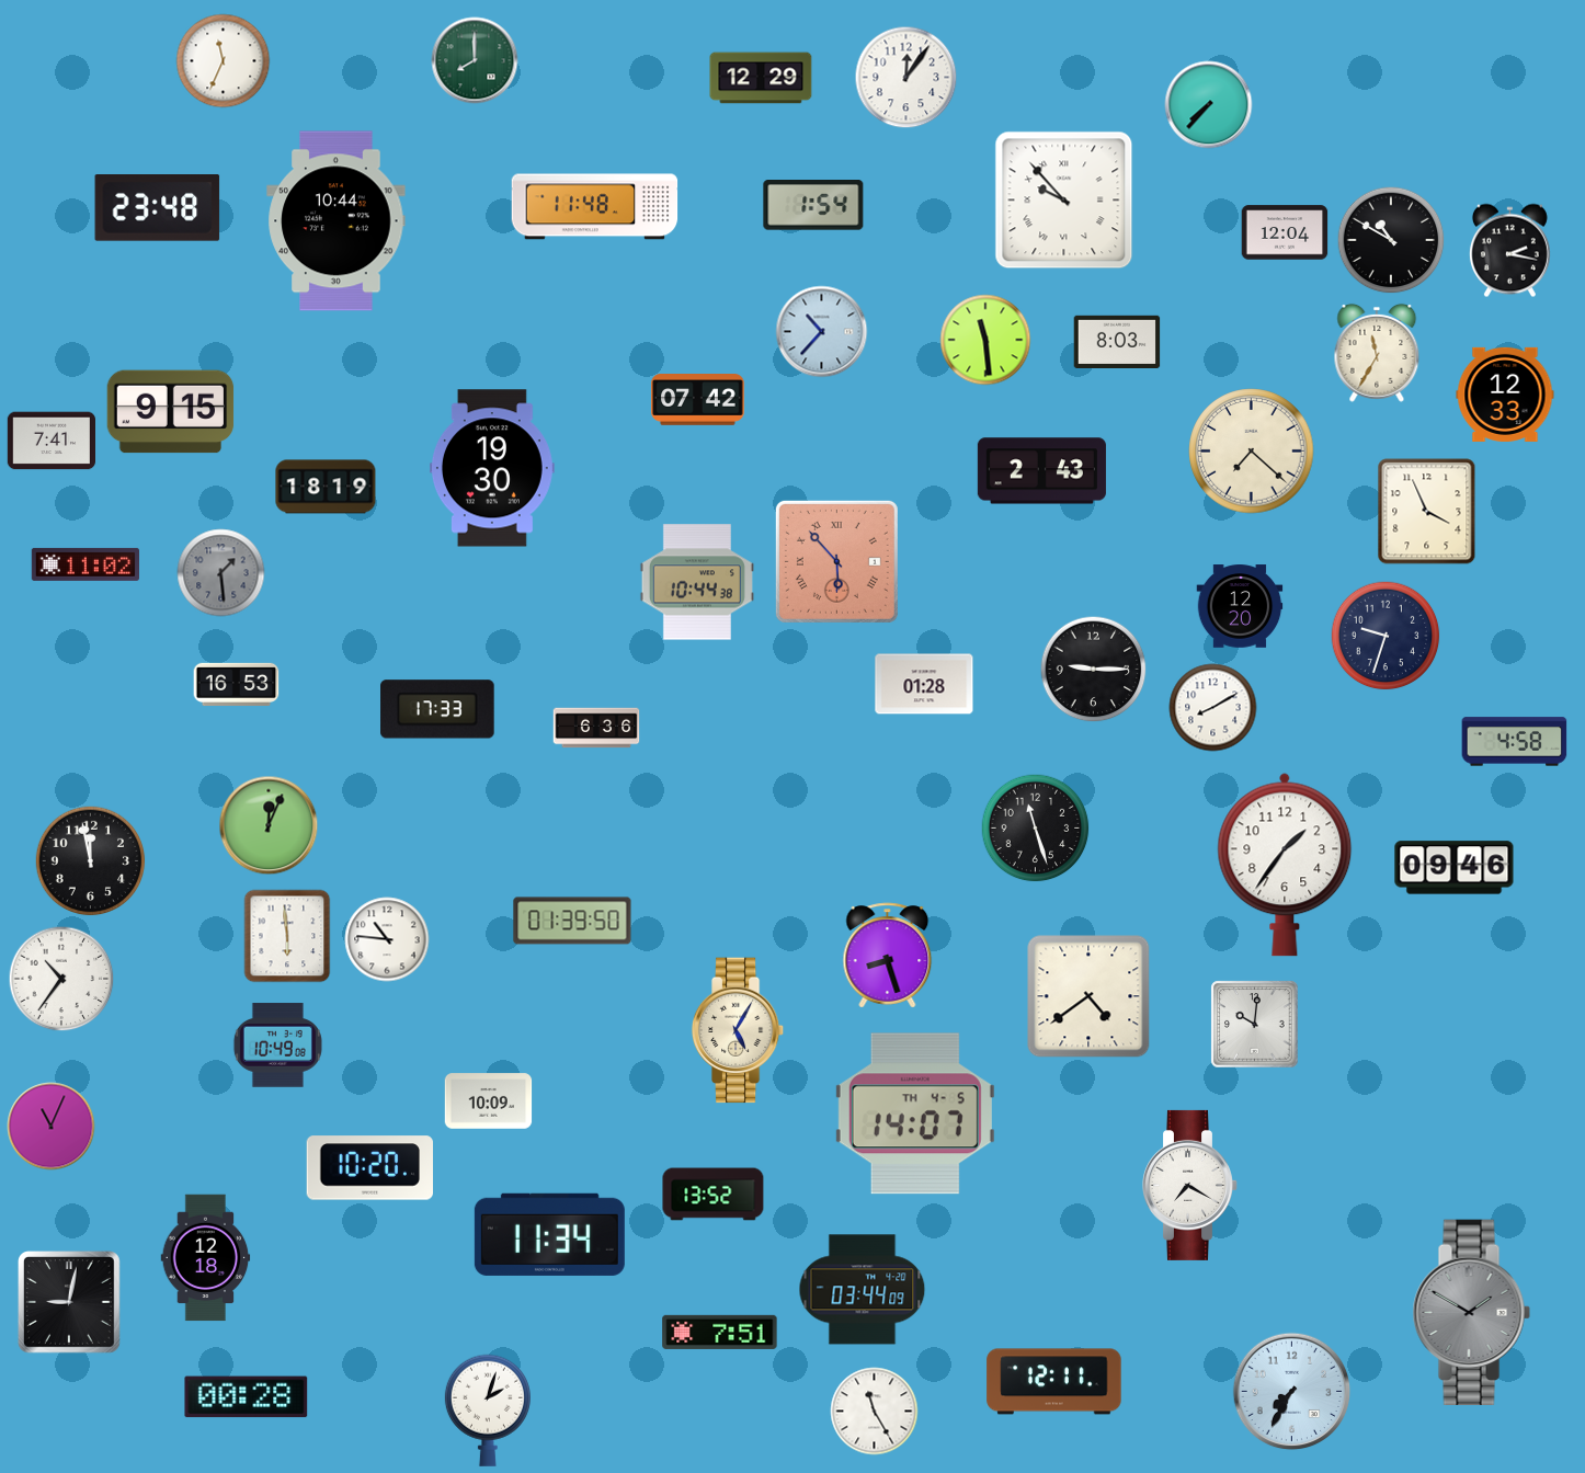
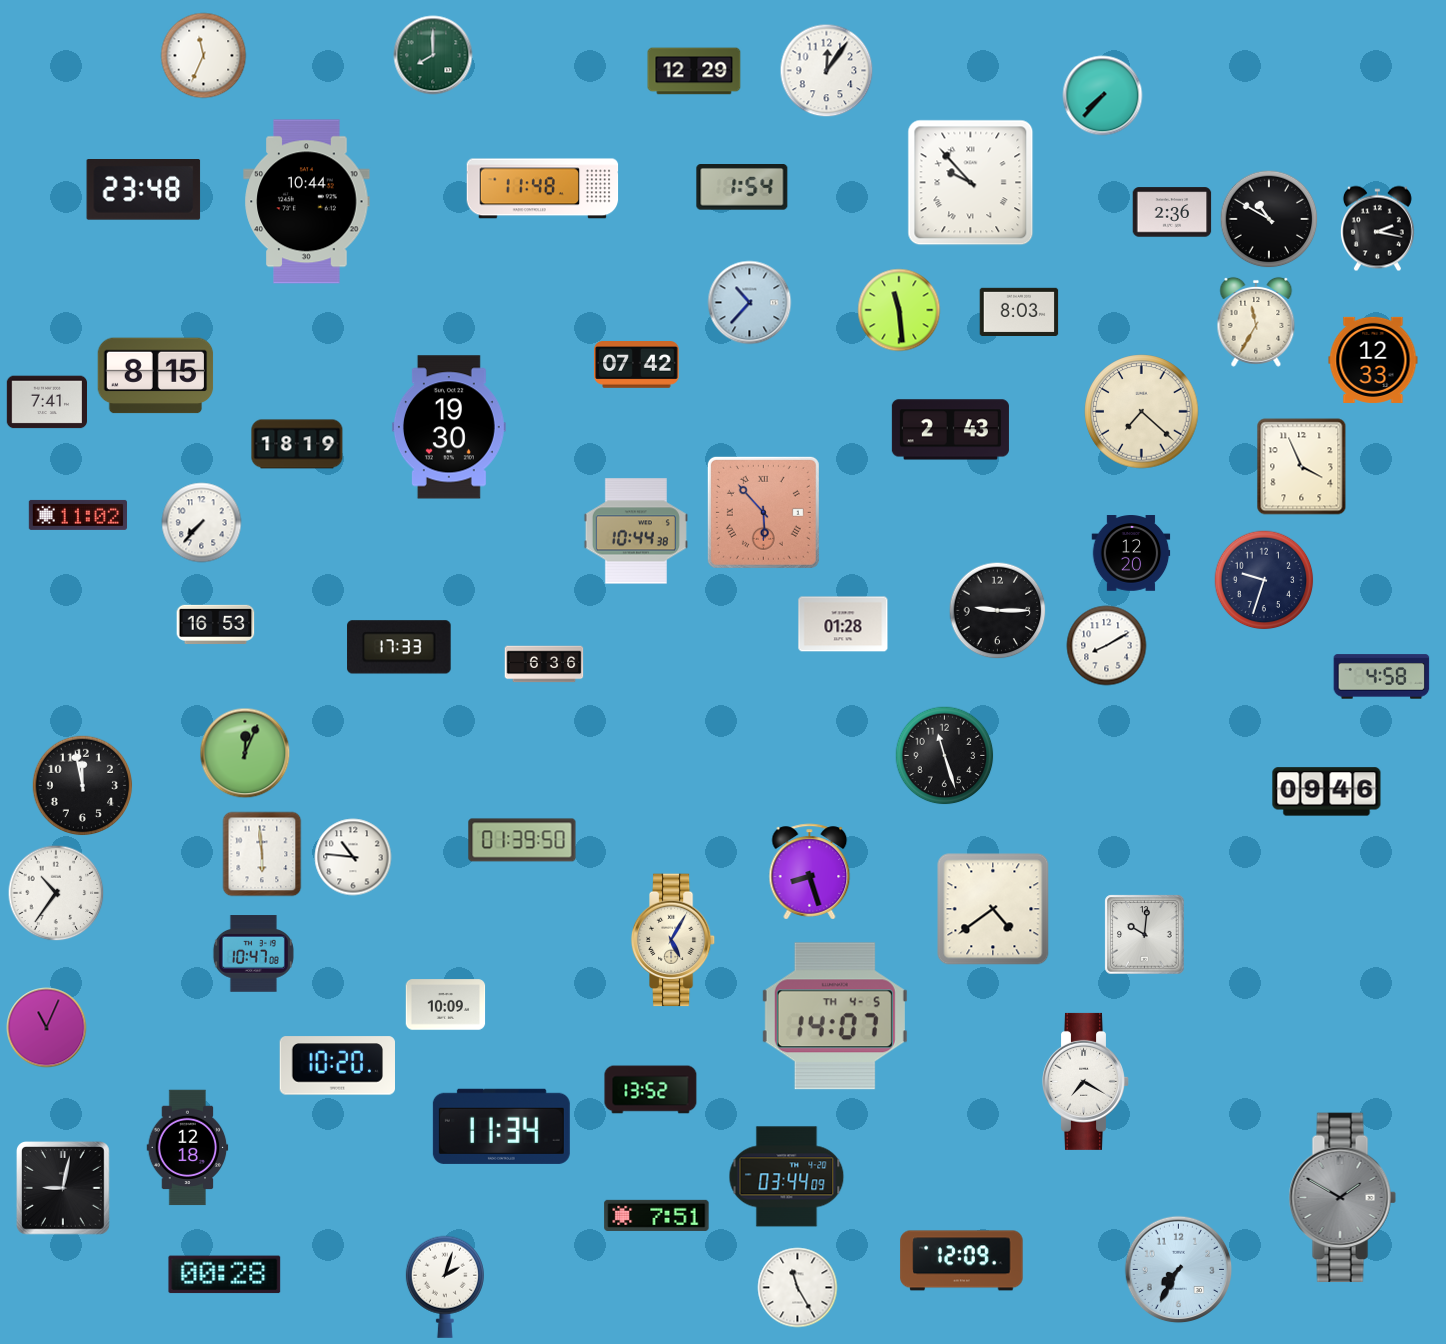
clock at (1285, 232): 12:04 -> 2:36
clock at (171, 412): 9:15 -> 8:15
clock at (221, 573): 1:29 -> 7:37
clock at (221, 573) dial: grey -> white
clock at (1285, 865): 1:36 -> none
clock at (277, 1046): 10:49 -> 10:47
clock at (1054, 1382): 12:11 -> 12:09
